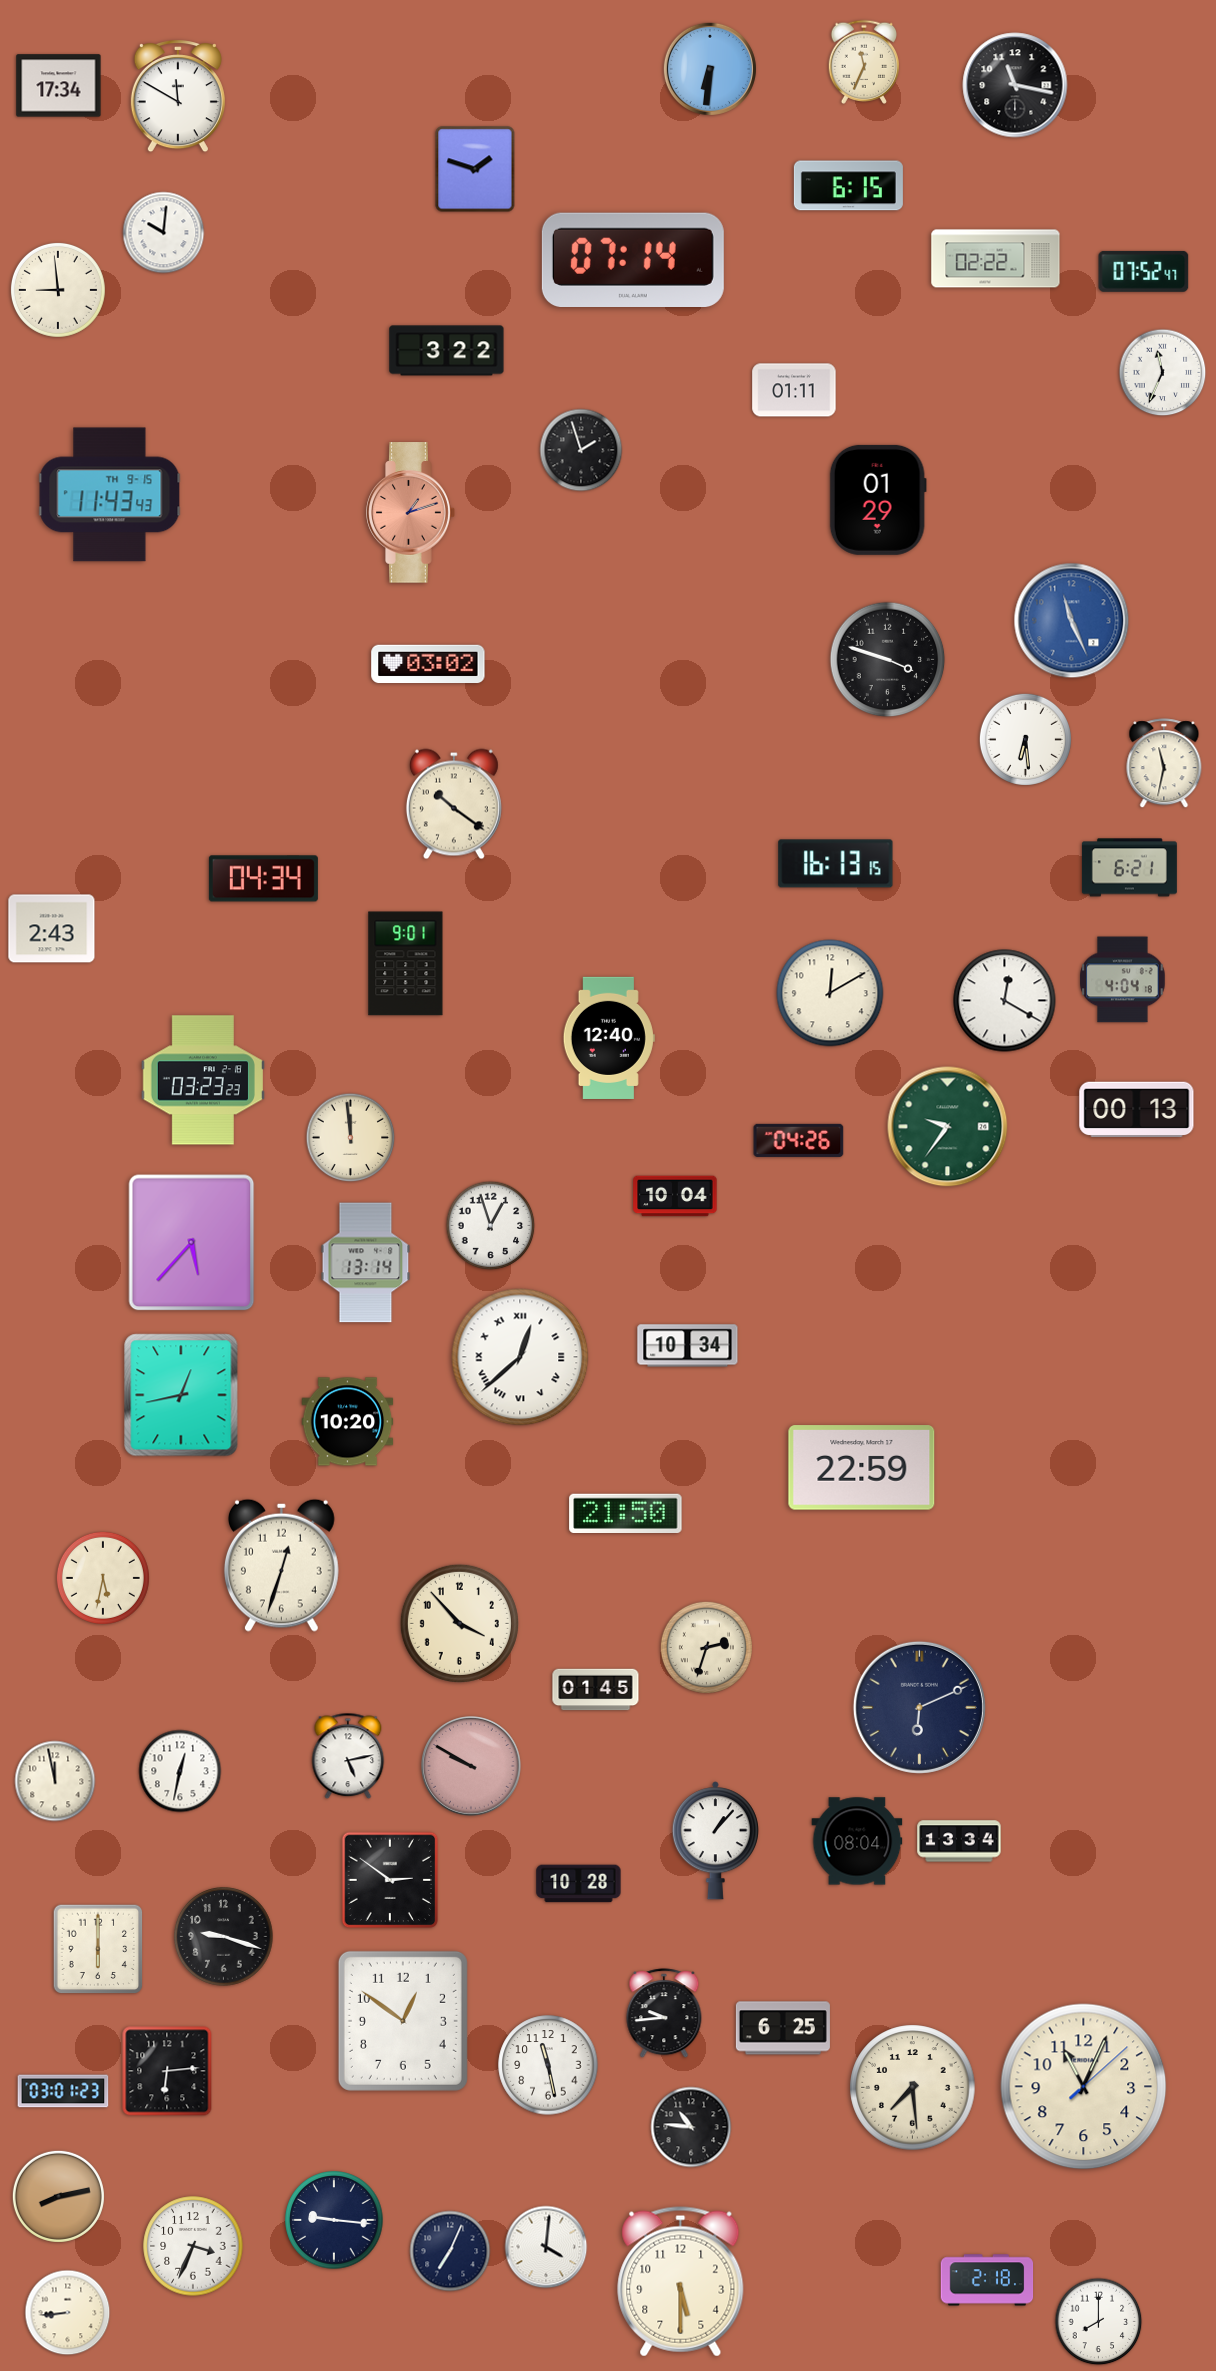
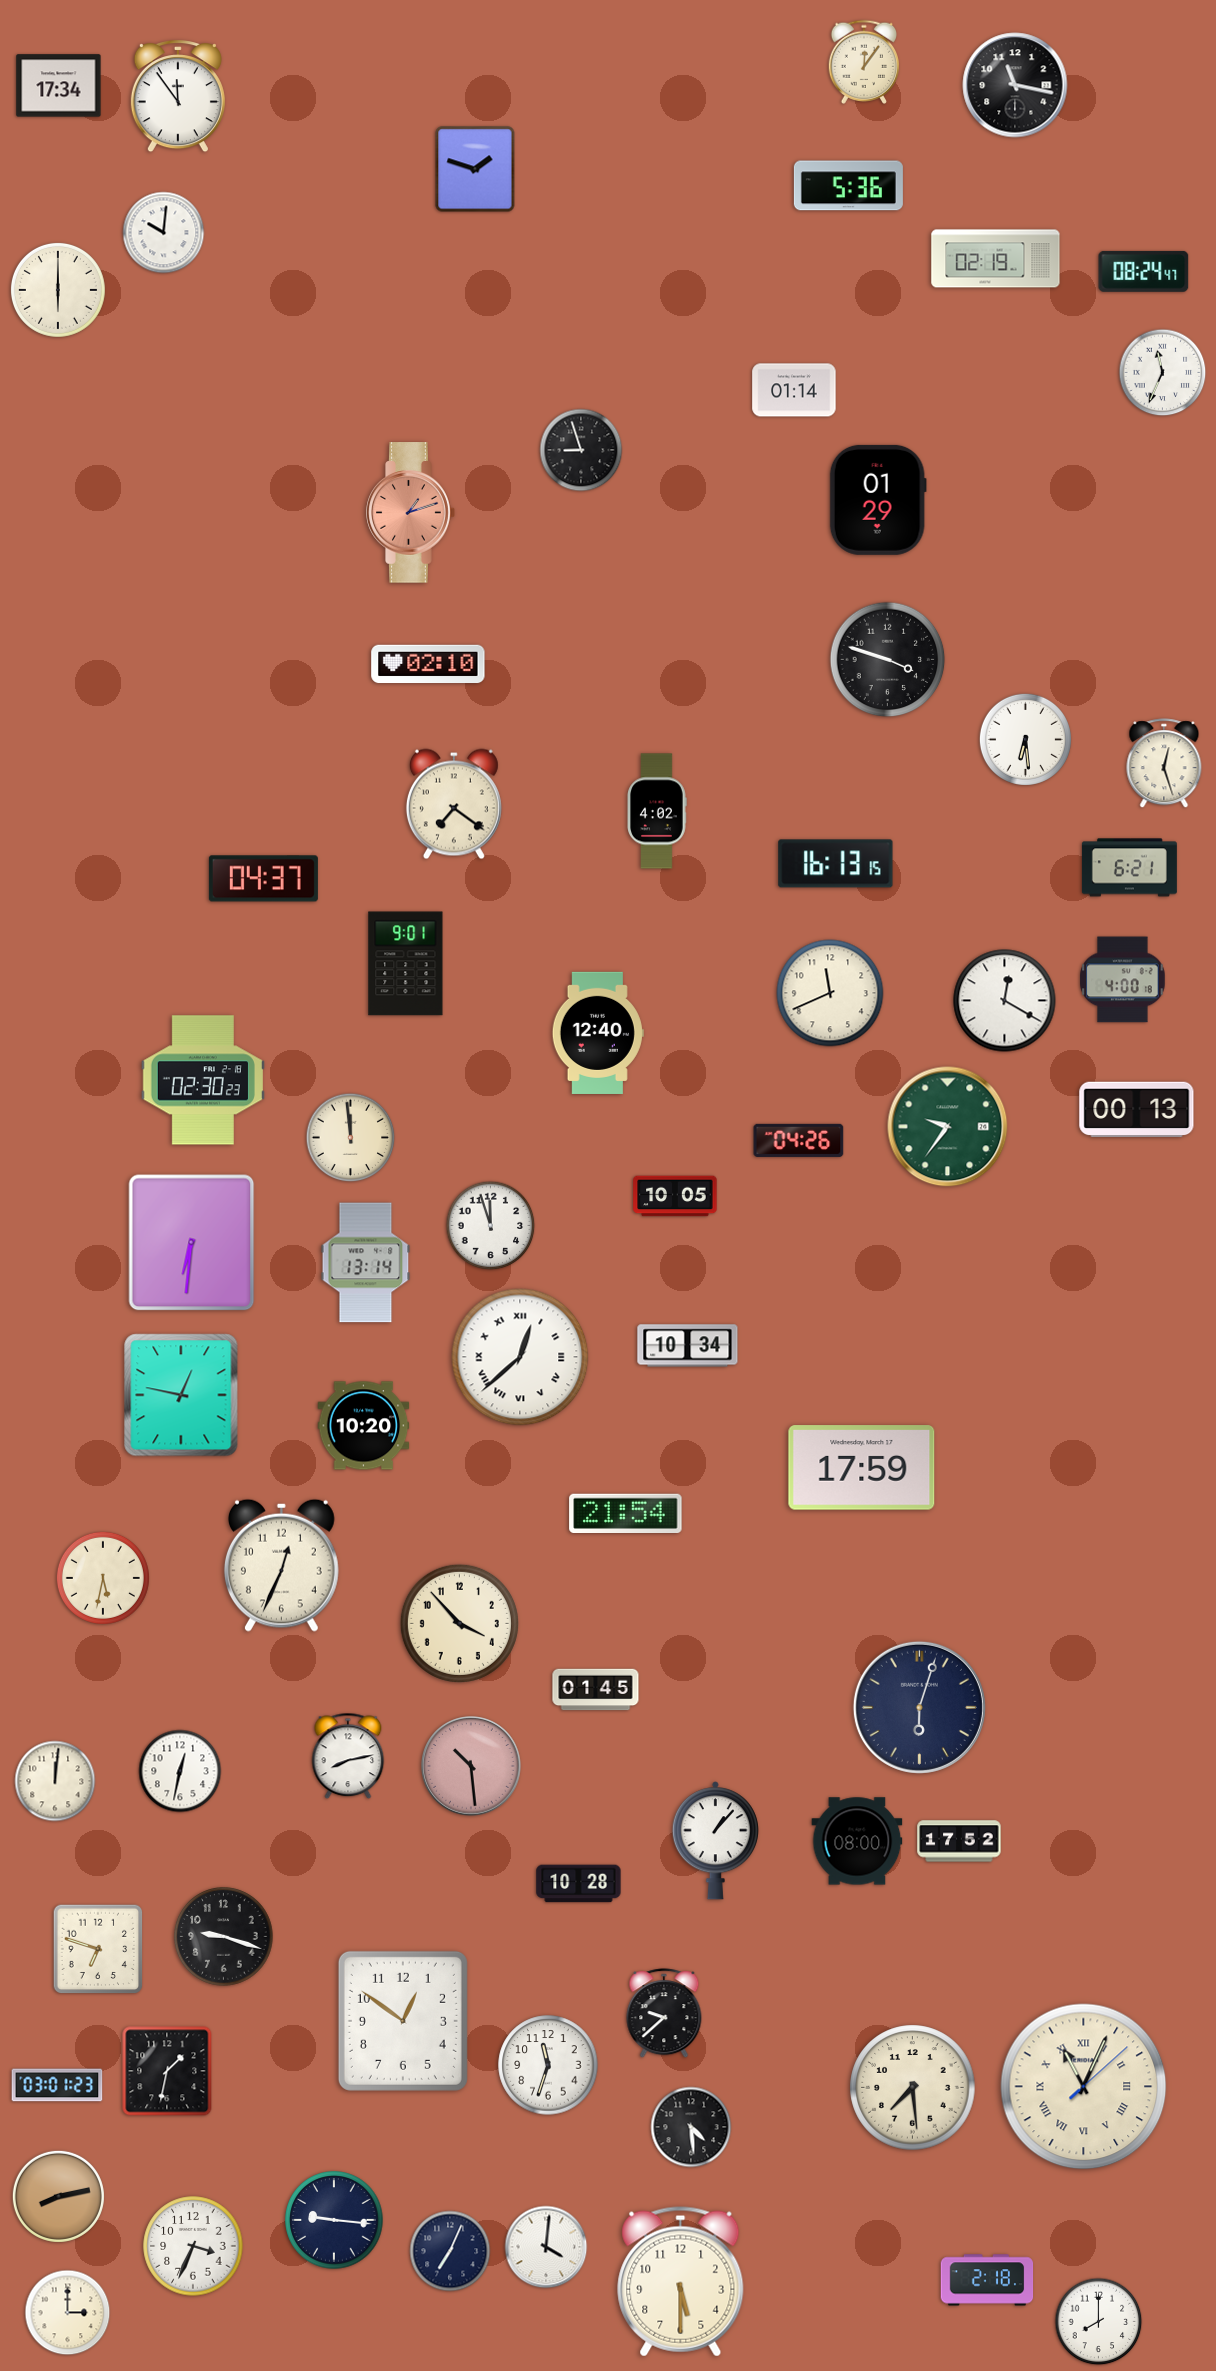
clock at (864, 62): 11:34 -> 12:06
clock at (710, 69): 6:31 -> none
clock at (178, 97): 11:50 -> 11:54
clock at (848, 186): 6:15 -> 5:36
clock at (633, 259): 07:14 -> none
clock at (996, 259): 02:22 -> 02:19
clock at (1144, 271): 07:52 -> 08:24
clock at (58, 290): 8:59 -> 6:00
clock at (447, 351): 3:22 -> none
clock at (794, 390): 01:11 -> 01:14
clock at (581, 450): 1:57 -> 8:57
clock at (110, 495): 11:43 -> none
clock at (1072, 621): 11:26 -> none
clock at (428, 664): 03:02 -> 02:10
clock at (1164, 764): 11:32 -> 12:27
clock at (454, 804): 10:21 -> 7:21
clock at (657, 811): none -> 4:02
clock at (263, 879): 04:34 -> 04:37
clock at (52, 929): 2:43 -> none
clock at (1123, 980): 4:04 -> 4:00
clock at (830, 993): 12:10 -> 11:41
clock at (609, 1038) position: (609, 1038) -> (598, 1033)
clock at (203, 1080): 03:23 -> 02:30
clock at (675, 1196): 10:04 -> 10:05
clock at (491, 1226): 12:57 -> 11:57
clock at (192, 1243): 5:37 -> 6:31
clock at (181, 1395): 12:43 -> 12:47
clock at (348, 1422) position: (348, 1422) -> (364, 1426)
clock at (862, 1468): 22:59 -> 17:59
clock at (626, 1513): 21:50 -> 21:54
clock at (281, 1565): 12:33 -> 12:34
clock at (706, 1647): 2:33 -> none
clock at (919, 1707): 6:11 -> 6:03
clock at (348, 1756): 5:13 -> 8:13
clock at (471, 1766): 9:50 -> 10:29
clock at (55, 1781): 11:58 -> 12:01
clock at (857, 1841): 08:04 -> 08:00
clock at (959, 1841): 13:34 -> 17:52
clock at (390, 1880): 2:51 -> none
clock at (98, 1949): 6:00 -> 6:48
clock at (664, 2014): 9:44 -> 9:38
clock at (783, 2028): 6:25 -> none
clock at (548, 2065): 11:28 -> 11:33
clock at (167, 2071): 6:14 -> 1:32
clock at (1084, 2087) numerals: Arabic -> Roman
clock at (63, 2091) position: (63, 2091) -> (57, 2085)
clock at (691, 2127): 10:46 -> 4:29
clock at (68, 2313): 8:44 -> 3:00
